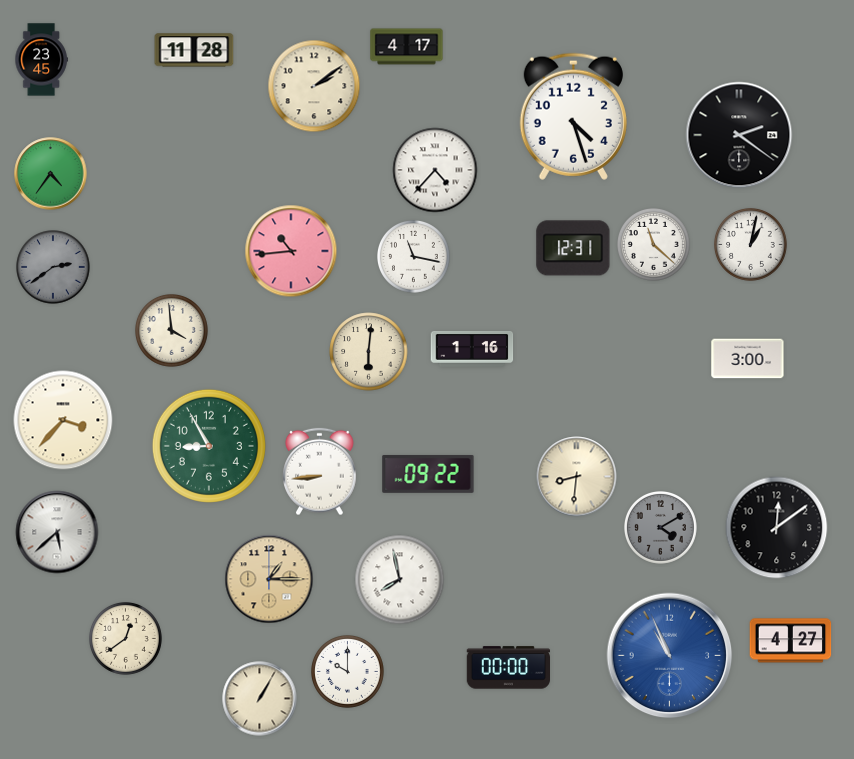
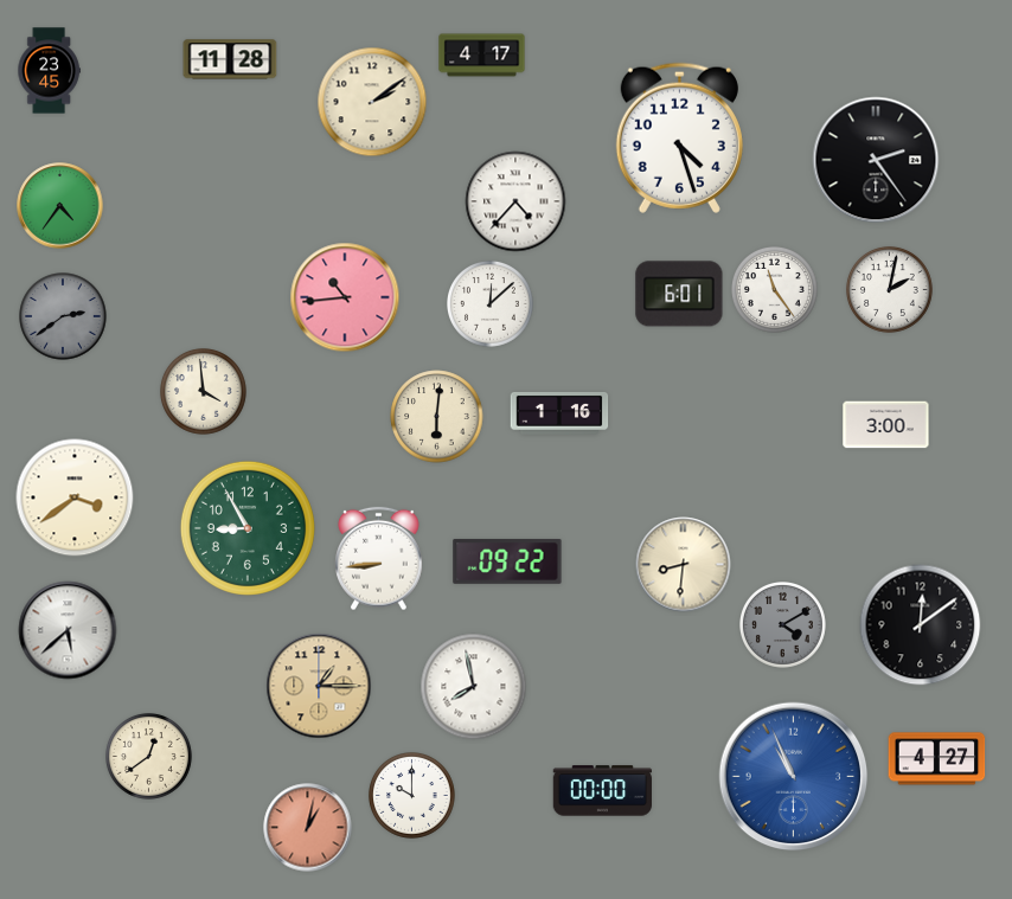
clock at (739, 135): 2:21 -> 2:24
clock at (654, 245): 11:22 -> 11:24
clock at (751, 245): 1:02 -> 2:02
clock at (573, 248): 12:31 -> 6:01
clock at (414, 257): 11:17 -> 12:08
clock at (63, 420): 3:37 -> 3:39
clock at (260, 699): 1:05 -> 1:02
clock at (260, 699) dial: cream -> salmon
